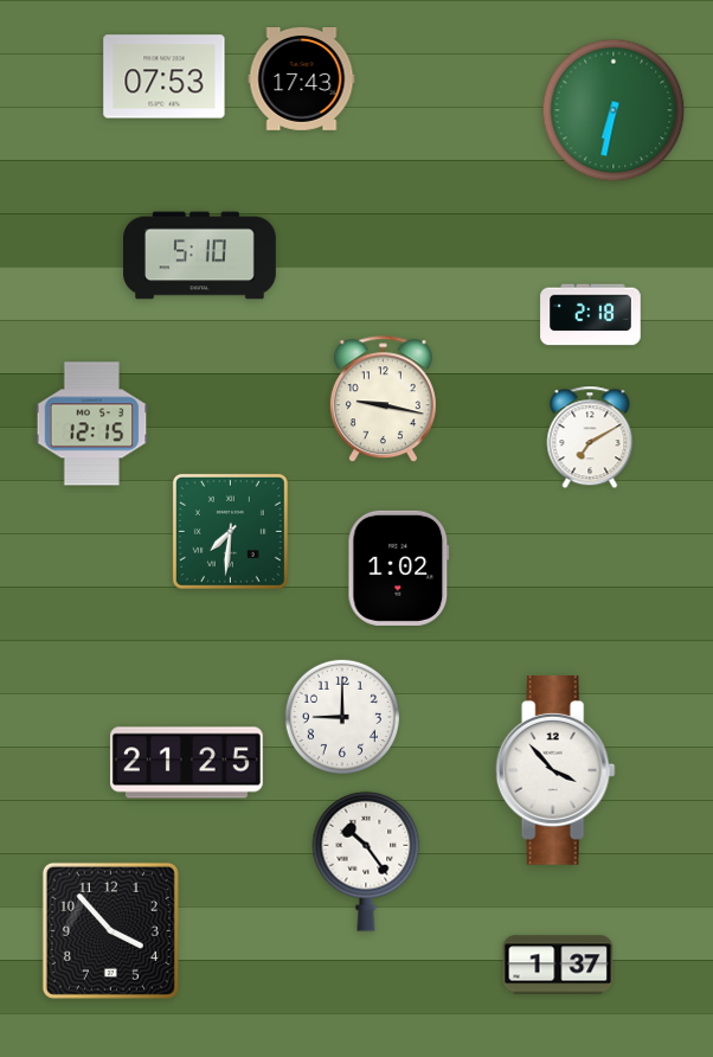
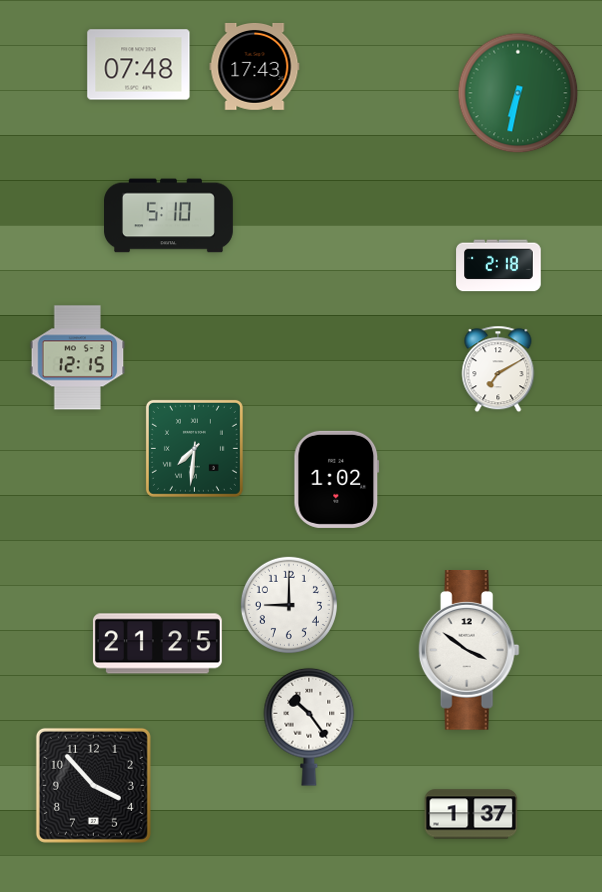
clock at (165, 77): 07:53 -> 07:48
clock at (383, 399): 9:17 -> none
clock at (555, 771): 3:53 -> 3:51
